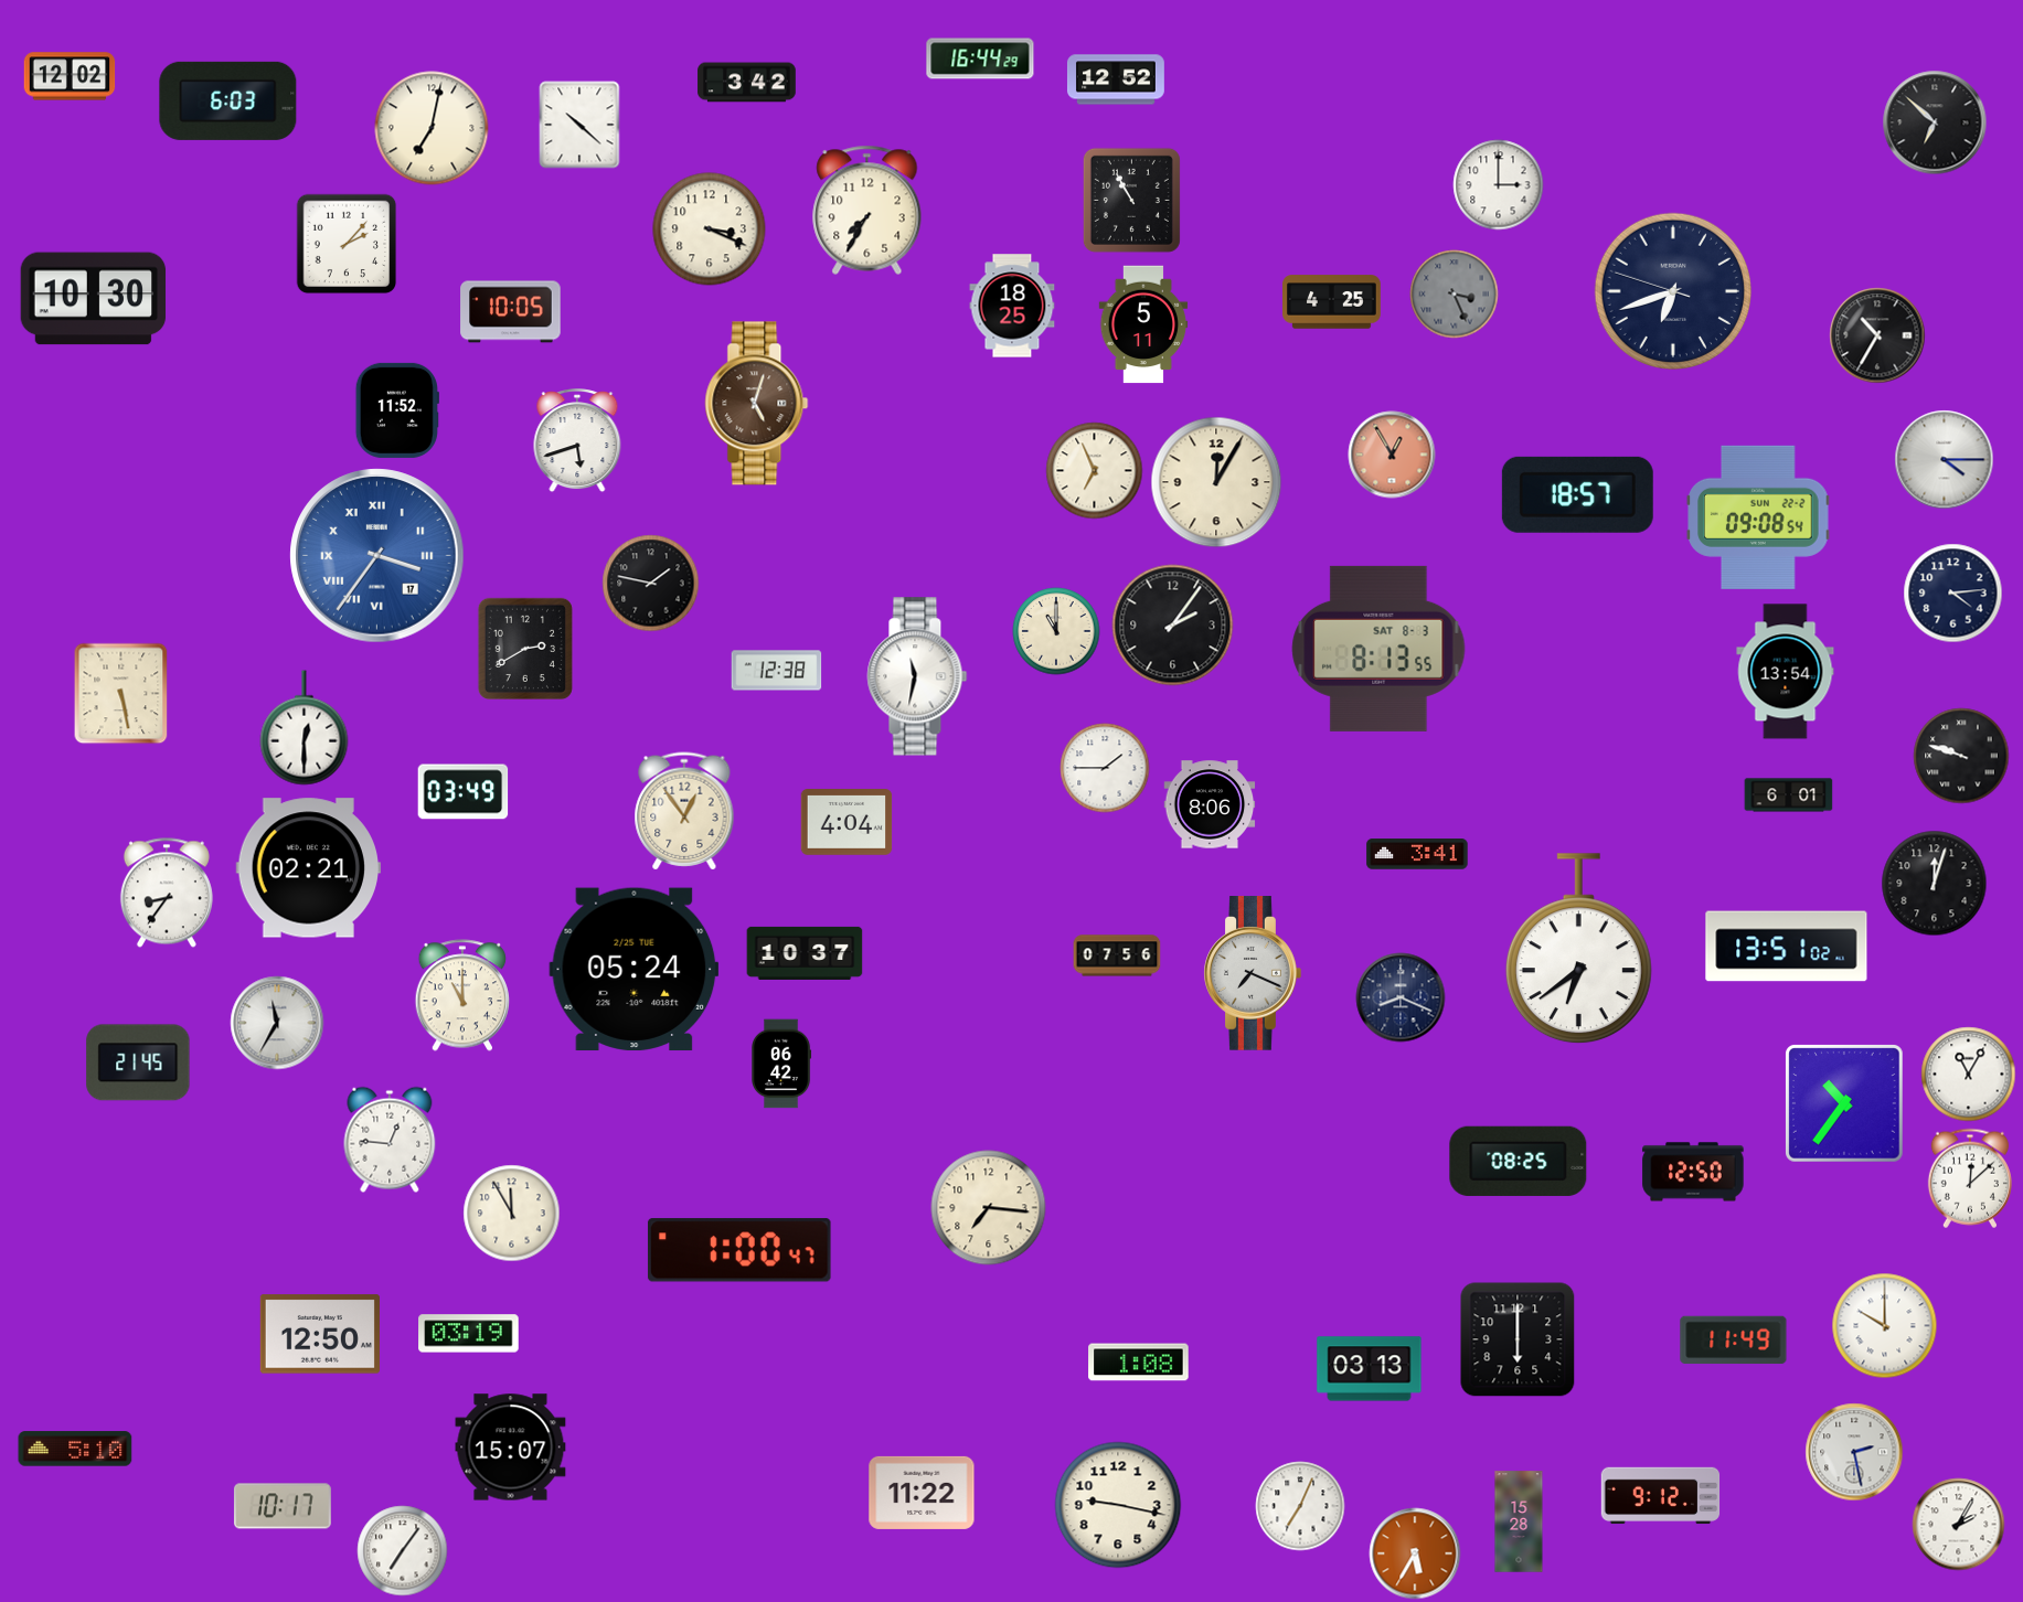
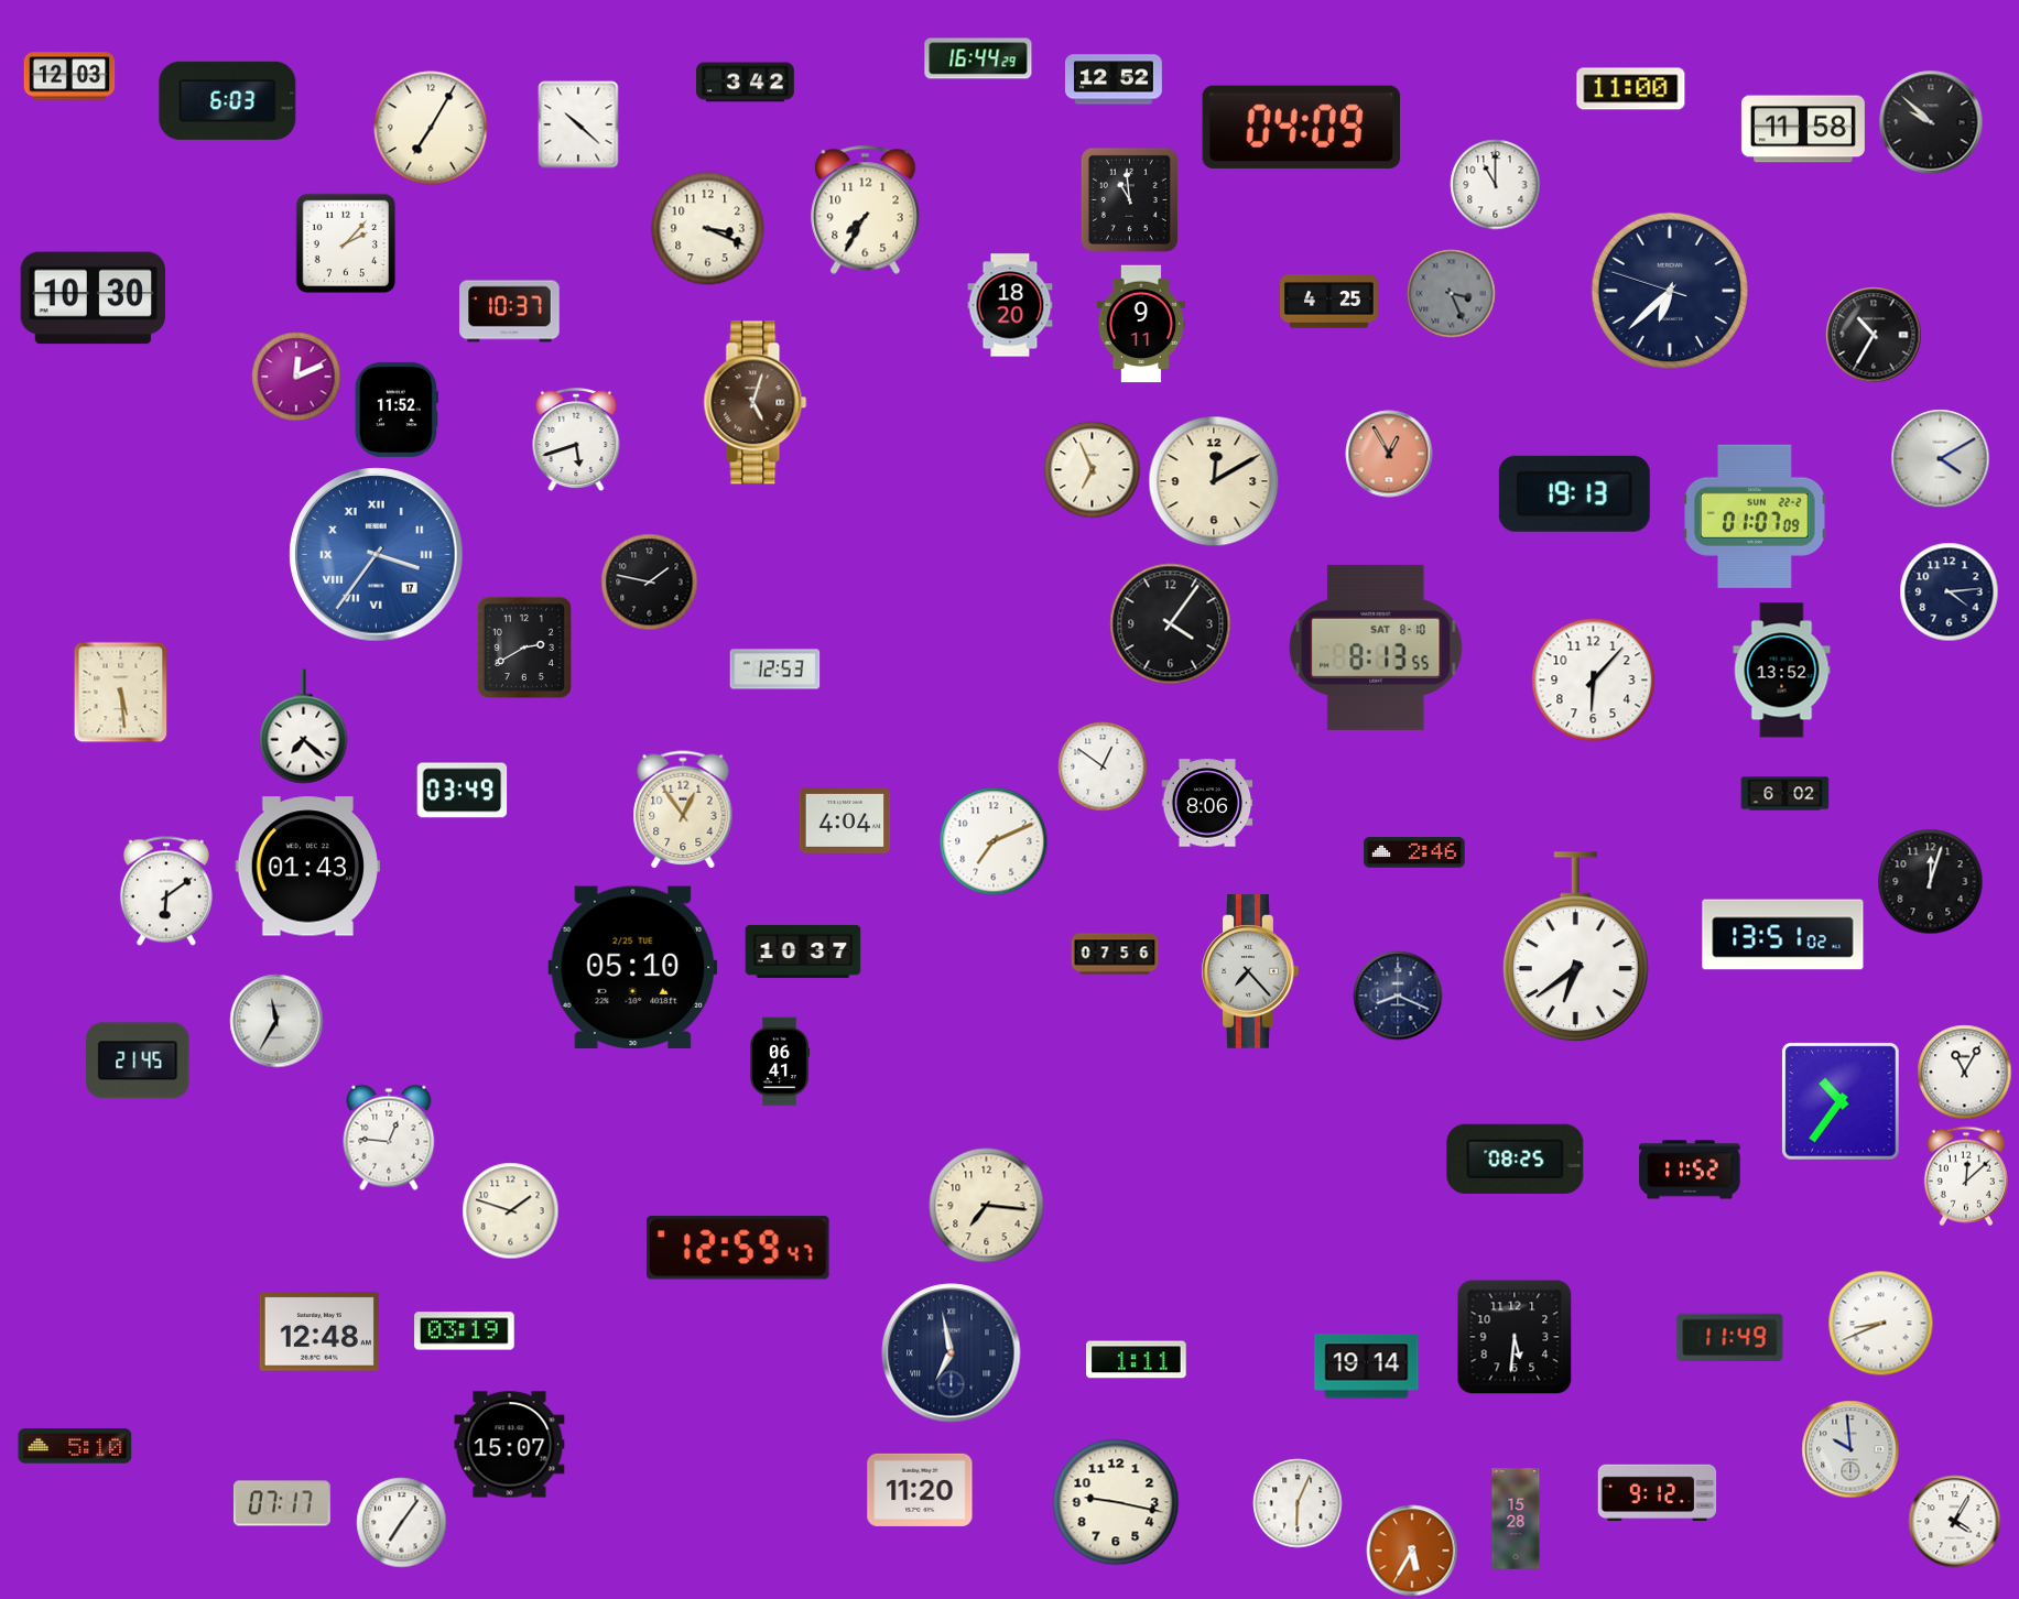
clock at (70, 76): 12:02 -> 12:03
clock at (1631, 89): none -> 11:00
clock at (1935, 122): 6:52 -> 9:52
clock at (1302, 127): none -> 04:09
clock at (432, 128): 7:02 -> 7:05
clock at (1803, 129): none -> 11:58
clock at (1499, 185): 3:00 -> 11:00
clock at (1131, 200): 10:55 -> 10:59
clock at (1672, 290): 6:41 -> 6:37
clock at (1012, 306): 18:25 -> 18:20
clock at (511, 312): 10:05 -> 10:37
clock at (1143, 324): 5:11 -> 9:11
clock at (296, 377): none -> 12:11
clock at (1945, 460): 4:15 -> 4:10
clock at (1216, 482): 12:05 -> 12:10
clock at (1577, 494): 18:57 -> 19:13
clock at (1758, 517): 09:08 -> 01:07
clock at (1173, 626): 2:06 -> 4:06
clock at (1056, 631): 11:00 -> none
clock at (1378, 649) date: SAT 8-3 -> SAT 8-10
clock at (777, 671): 12:38 -> 12:53
clock at (1786, 672): 13:54 -> 13:52
clock at (917, 676): 11:32 -> none
clock at (1594, 681): none -> 6:07
clock at (121, 694): 5:28 -> 5:29
clock at (305, 728): 12:30 -> 7:22
clock at (1961, 756): 9:48 -> none
clock at (1105, 768): 1:45 -> 12:51
clock at (1789, 795): 6:01 -> 6:02
clock at (994, 841): none -> 7:11
clock at (1417, 854): 3:41 -> 2:46
clock at (309, 868): 02:21 -> 01:43
clock at (167, 893): 8:36 -> 6:09
clock at (1787, 947) position: (1787, 947) -> (1783, 935)
clock at (635, 970): 05:24 -> 05:10
clock at (1253, 973): 7:19 -> 7:23
clock at (461, 995): 11:00 -> none
clock at (781, 1064): 06:42 -> 06:41
clock at (1693, 1172): 12:50 -> 11:52
clock at (512, 1214): 11:55 -> 1:48
clock at (739, 1250): 1:00 -> 12:59
clock at (1885, 1326): 10:00 -> 8:41
clock at (319, 1334): 12:50 -> 12:48
clock at (469, 1334) position: (469, 1334) -> (465, 1331)
clock at (1518, 1339): 6:00 -> 5:31
clock at (952, 1353): none -> 6:58
clock at (1139, 1363): 1:08 -> 1:11
clock at (1370, 1369): 03:13 -> 19:14
clock at (1854, 1452): 2:28 -> 9:59
clock at (922, 1493): 11:22 -> 11:20
clock at (283, 1506): 10:17 -> 07:17
clock at (1300, 1506): 7:04 -> 6:04
clock at (1959, 1525): 2:05 -> 4:05
clock at (403, 1551) position: (403, 1551) -> (402, 1523)
